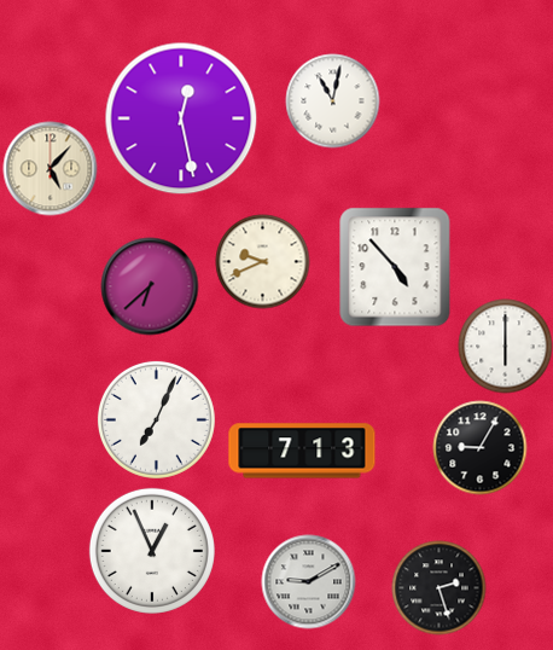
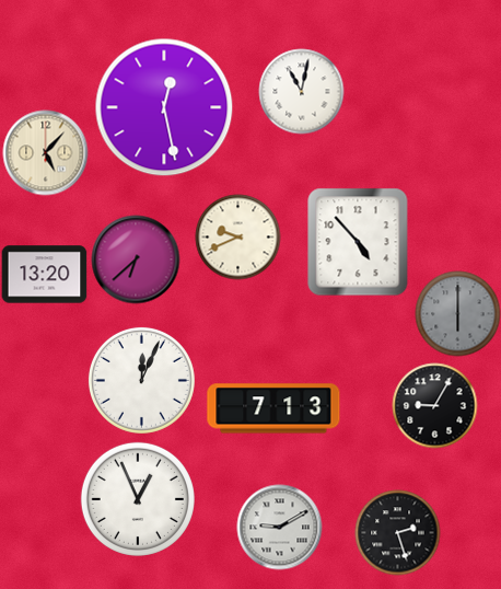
clock at (44, 275): none -> 13:20
clock at (505, 346) dial: white -> grey
clock at (156, 419): 7:04 -> 12:04
